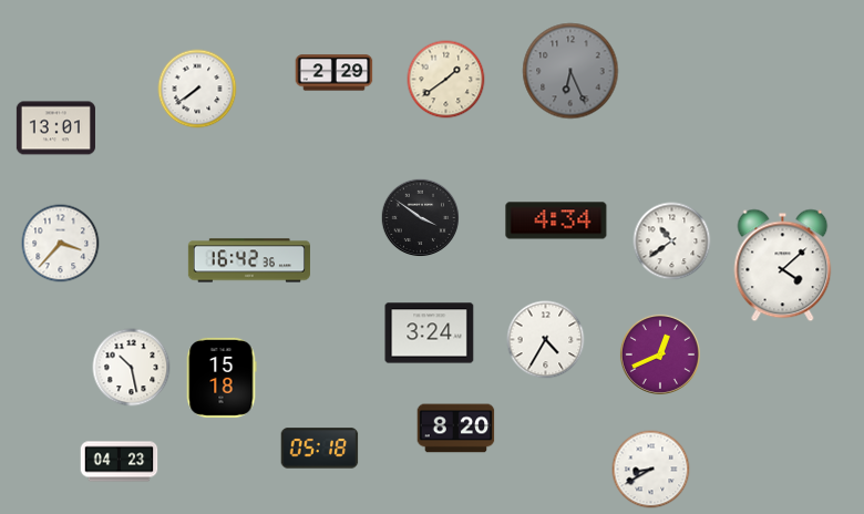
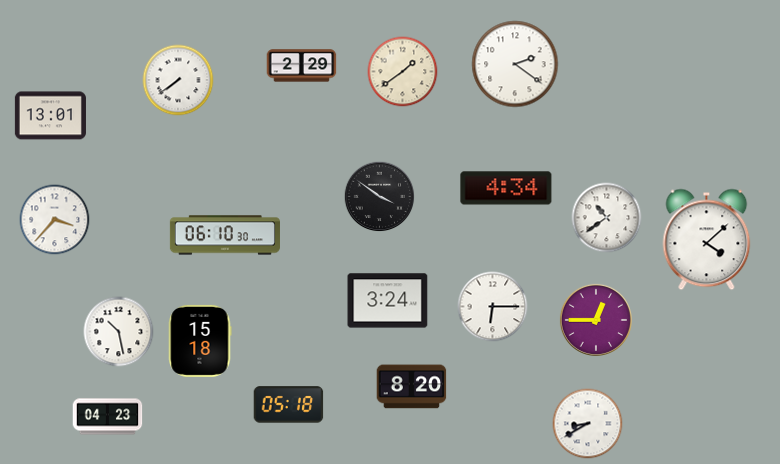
clock at (570, 71): 6:26 -> 2:21
clock at (570, 71) dial: grey -> white
clock at (556, 220) position: (556, 220) -> (506, 188)
clock at (249, 260): 16:42 -> 06:10
clock at (546, 340): 4:35 -> 6:15
clock at (660, 354): 12:41 -> 12:45
